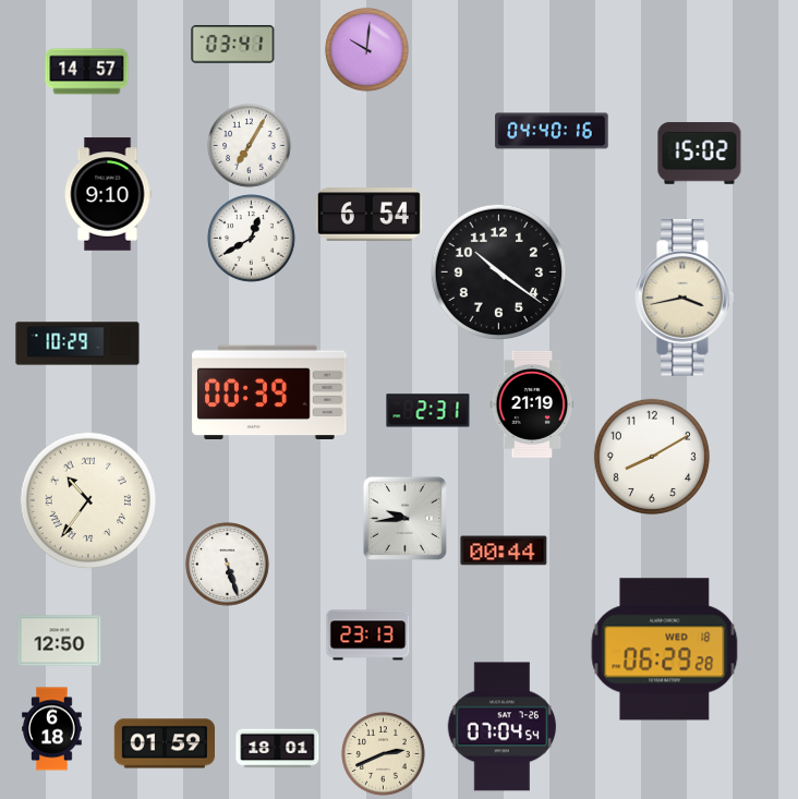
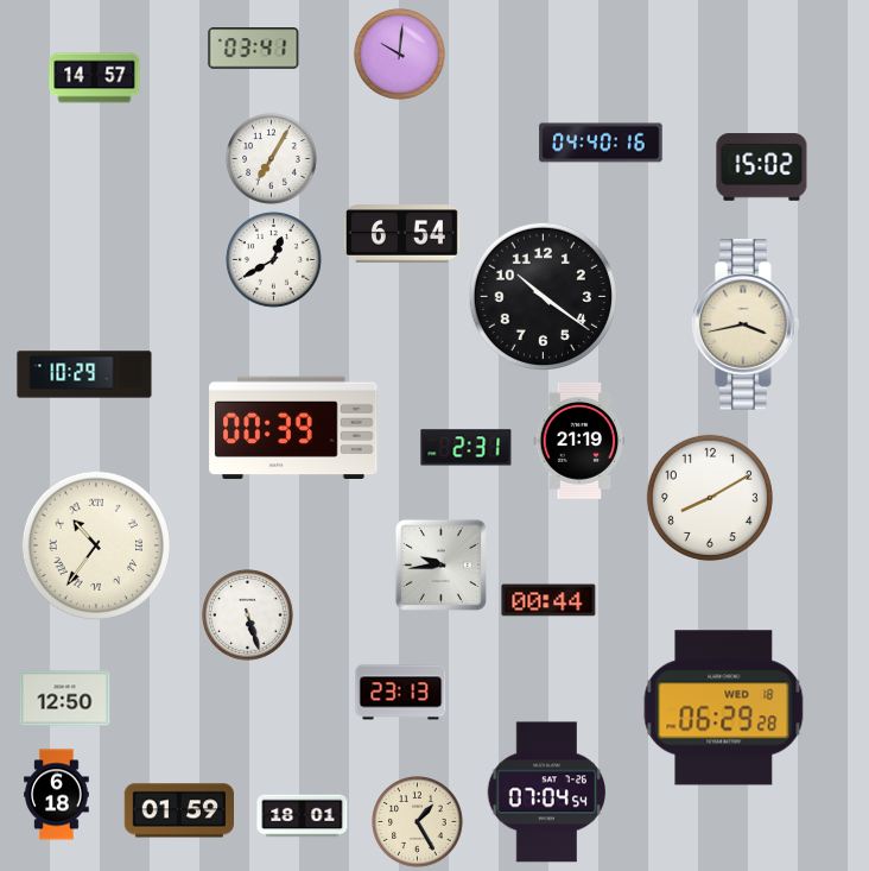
clock at (108, 194): 9:10 -> none
clock at (384, 754): 2:41 -> 1:25
